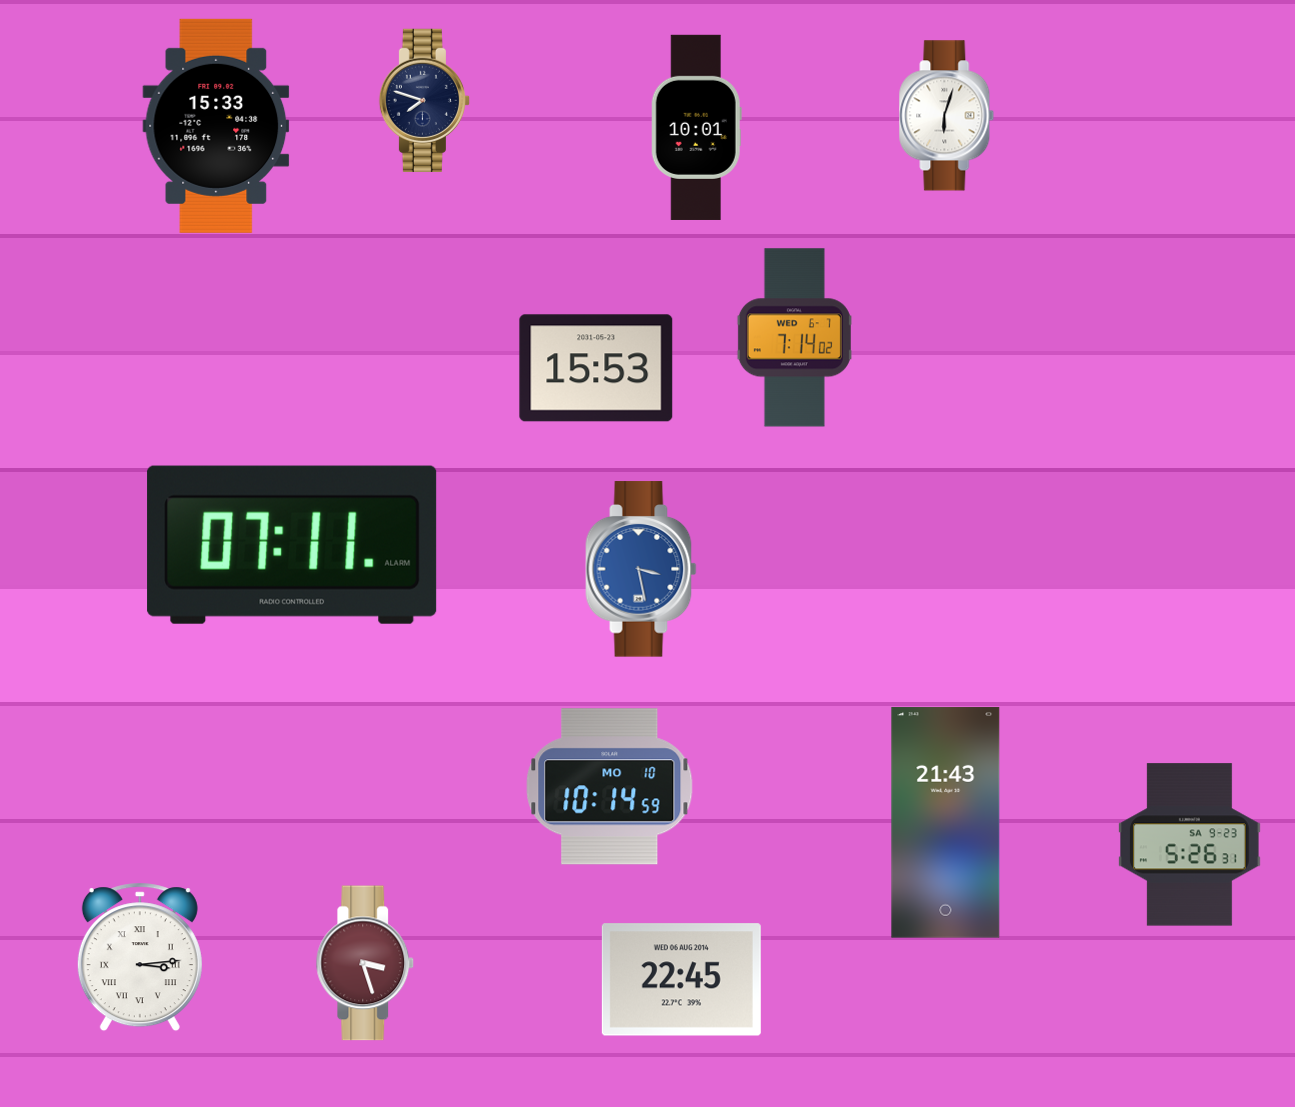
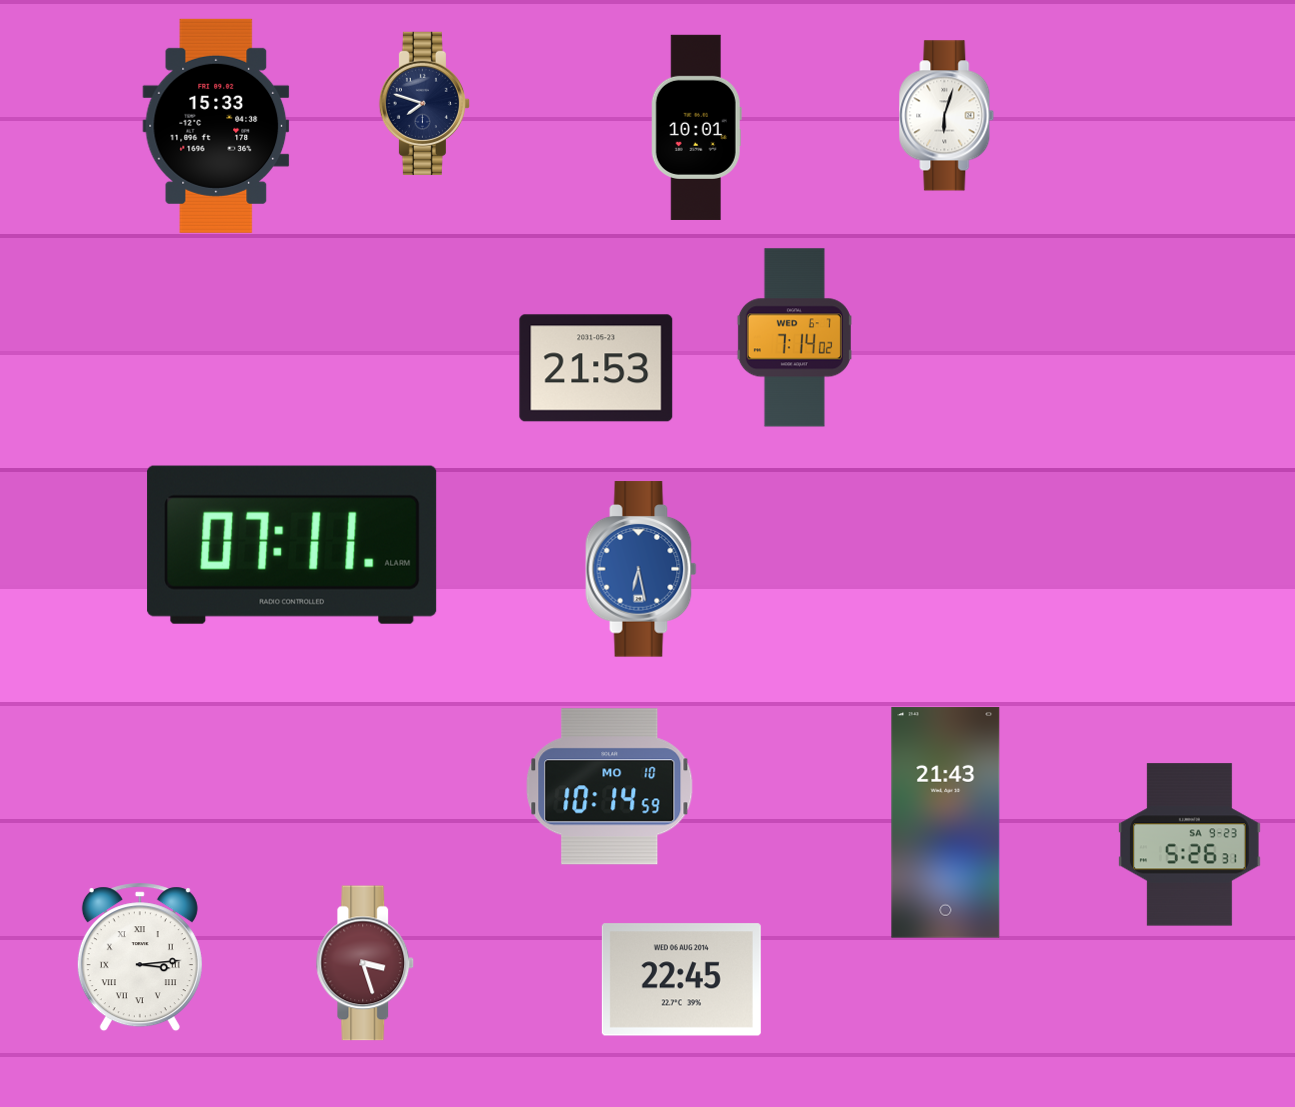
clock at (424, 100) position: (424, 100) -> (424, 103)
clock at (596, 368): 15:53 -> 21:53
clock at (641, 569): 3:28 -> 6:28
